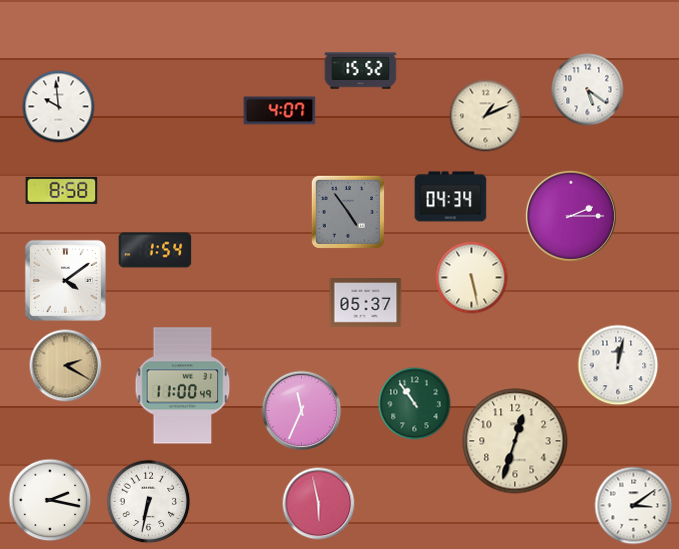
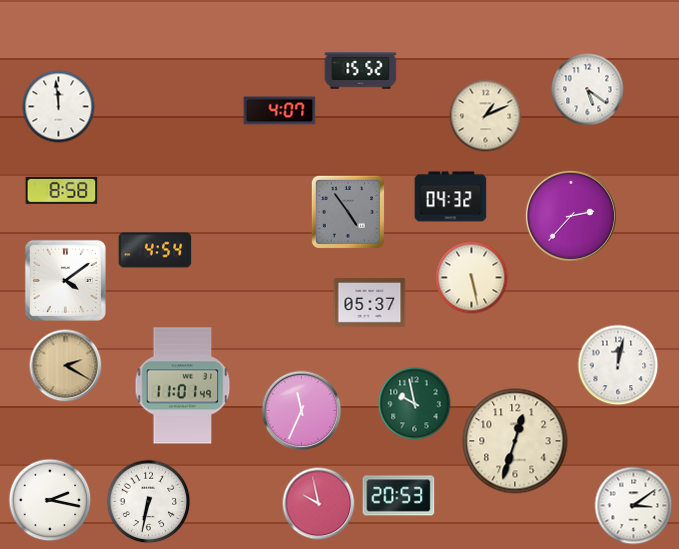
clock at (59, 107): 9:59 -> 11:59
clock at (451, 197): 04:34 -> 04:32
clock at (571, 216): 2:15 -> 2:37
clock at (155, 250): 1:54 -> 4:54
clock at (366, 303) position: (366, 303) -> (370, 303)
clock at (183, 386): 11:00 -> 11:01
clock at (415, 404): 10:54 -> 9:58
clock at (399, 496): none -> 20:53
clock at (319, 504): 5:58 -> 9:58
